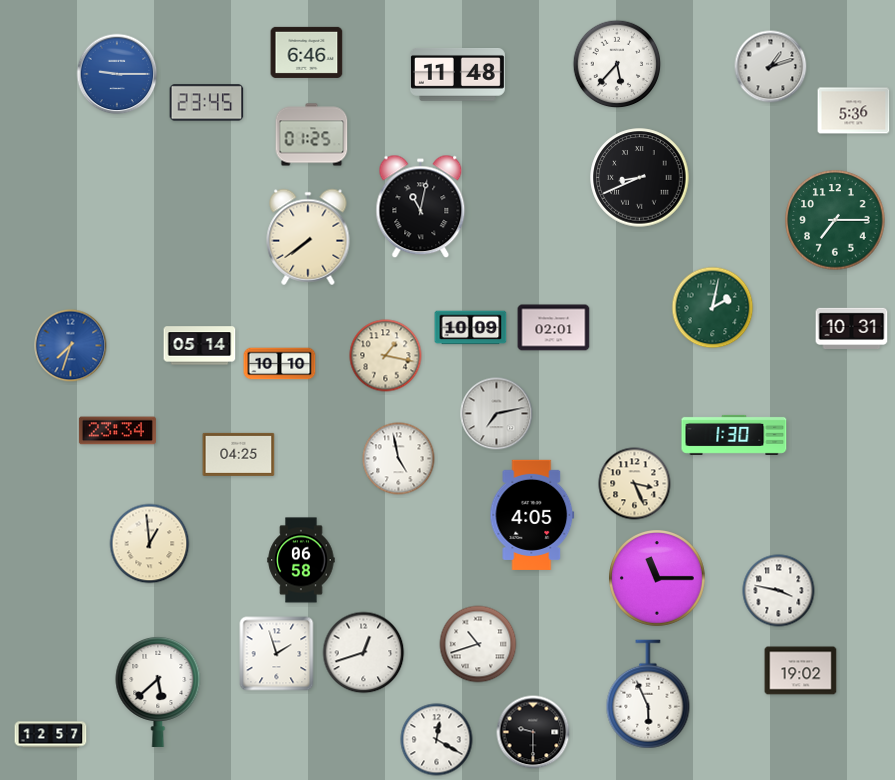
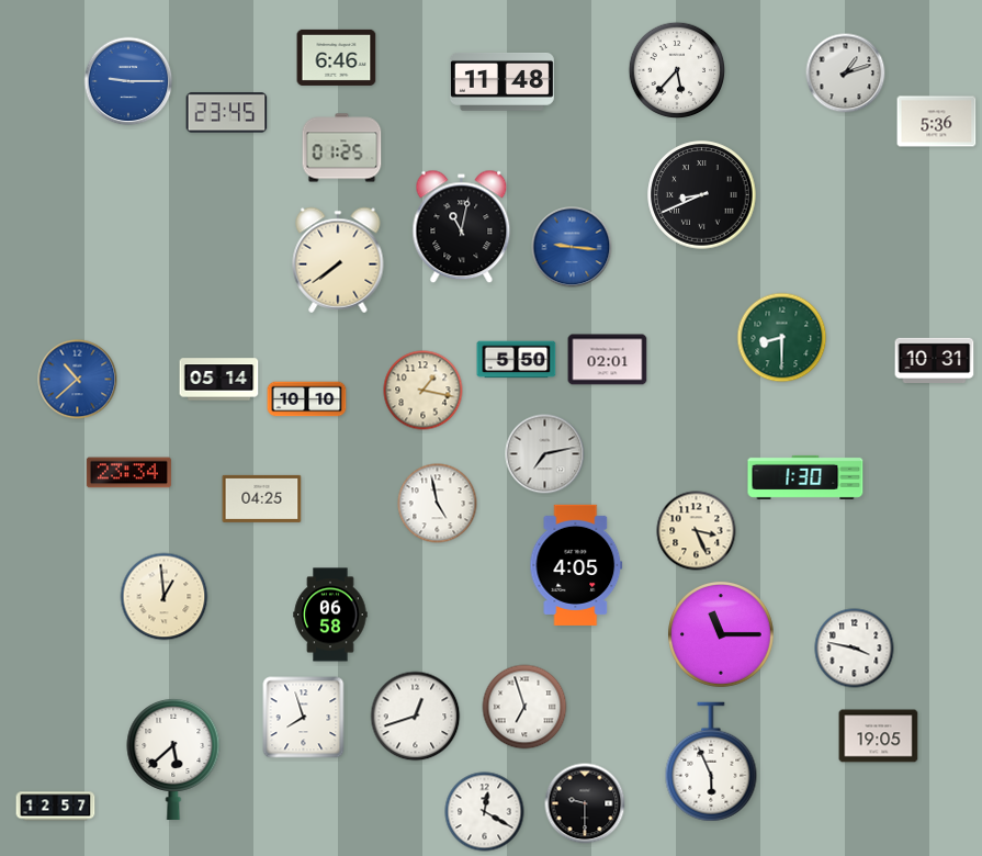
clock at (835, 220): 7:15 -> none
clock at (572, 247): none -> 9:16
clock at (713, 308): 2:02 -> 8:30
clock at (471, 328): 10:09 -> 5:50
clock at (71, 346): 7:33 -> 10:38
clock at (532, 515) position: (532, 515) -> (576, 565)
clock at (478, 644): 10:42 -> 6:57
clock at (364, 653) position: (364, 653) -> (416, 717)
clock at (277, 654): 1:57 -> 7:57
clock at (801, 671): 19:02 -> 19:05
clock at (437, 740) position: (437, 740) -> (485, 812)
